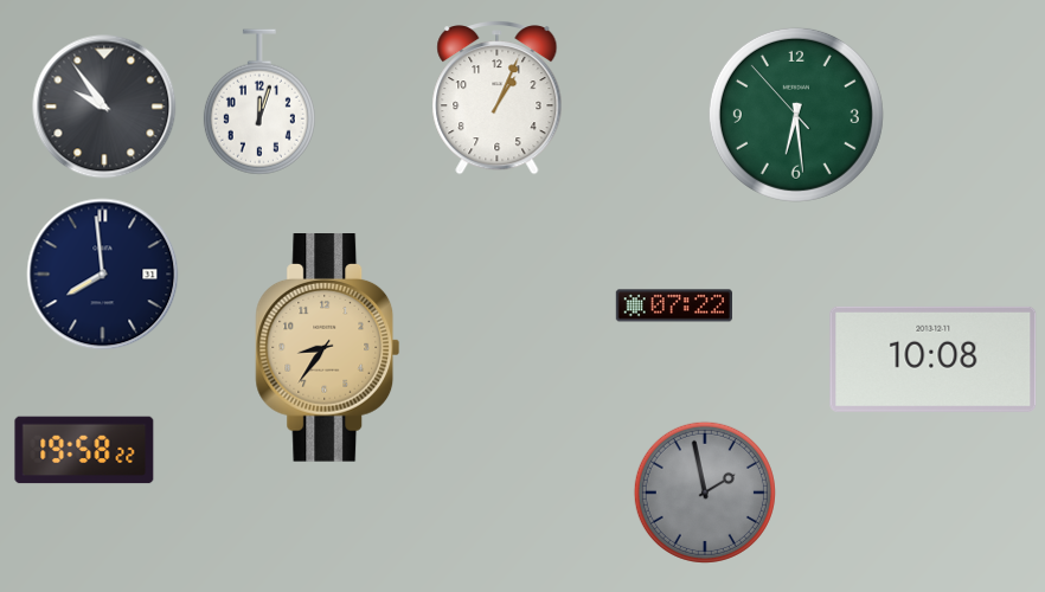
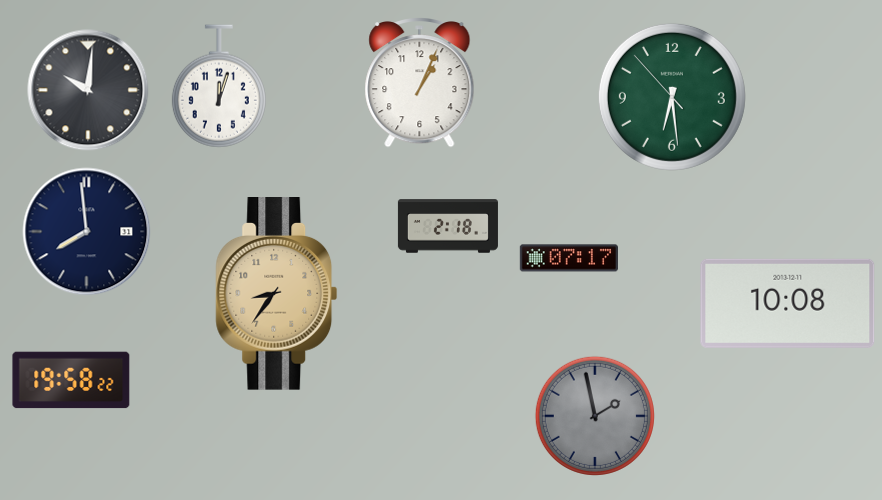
clock at (104, 107): 9:54 -> 10:01
clock at (448, 226): none -> 2:18
clock at (674, 305): 07:22 -> 07:17
